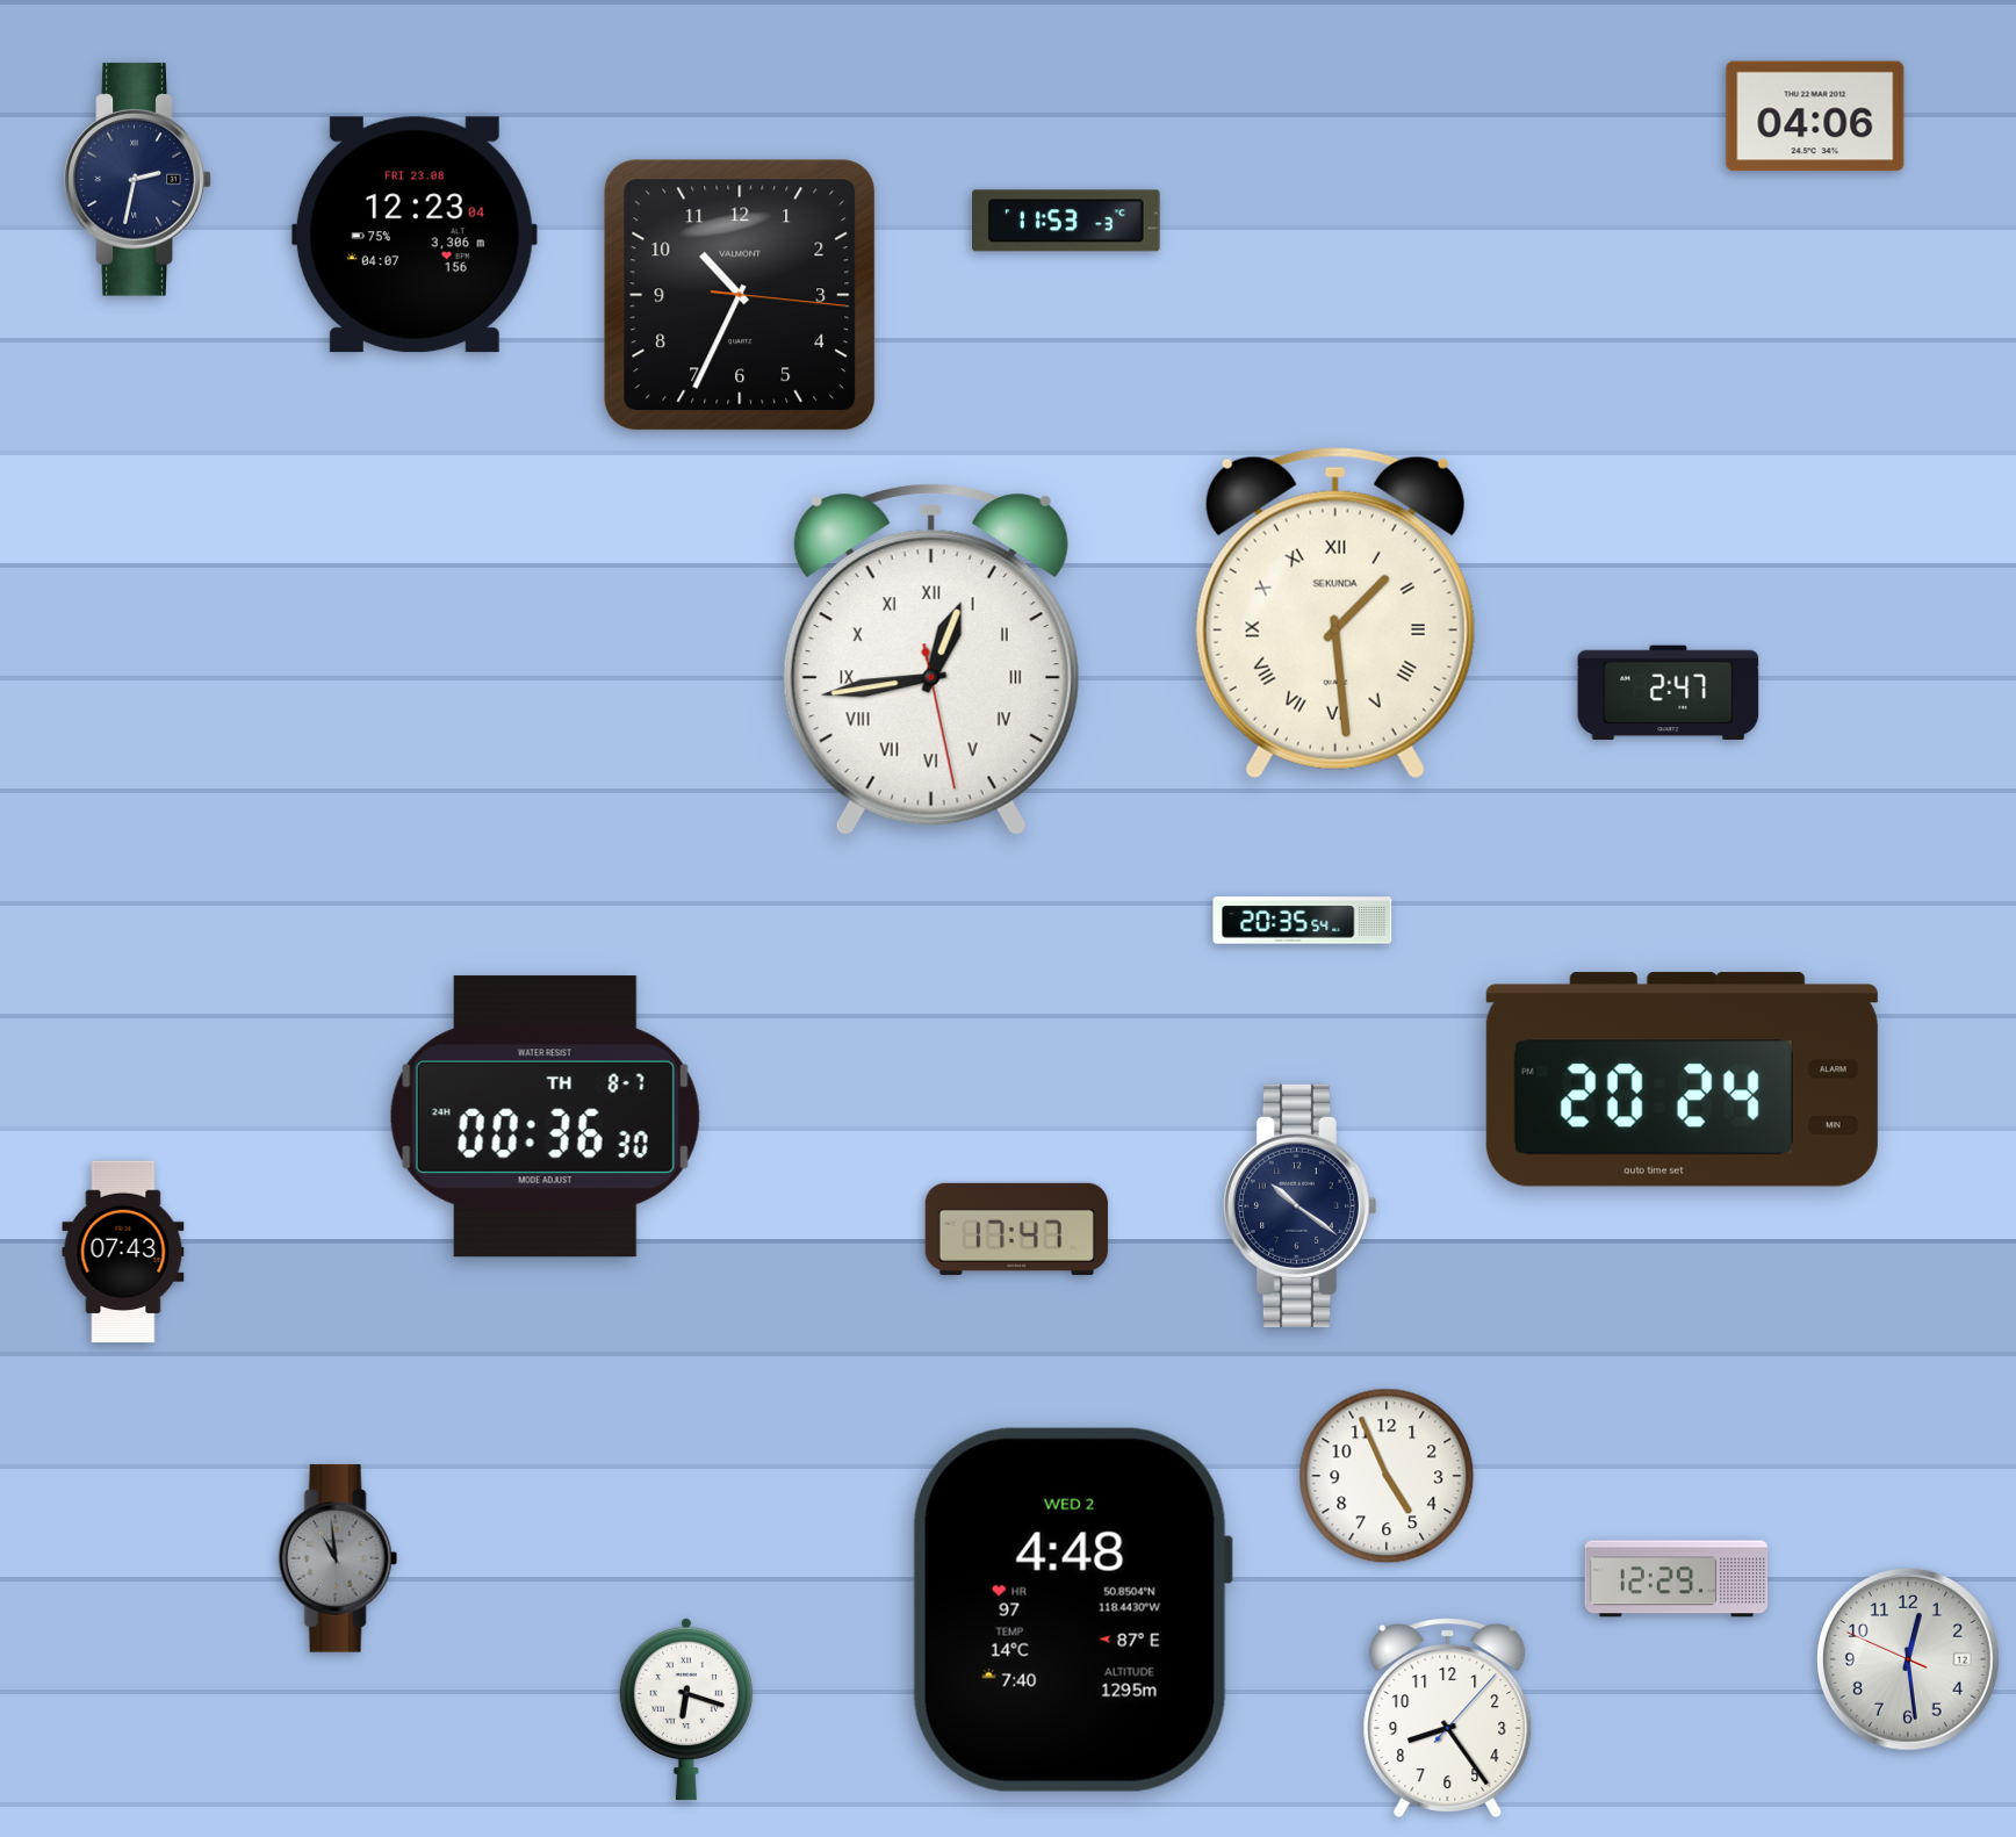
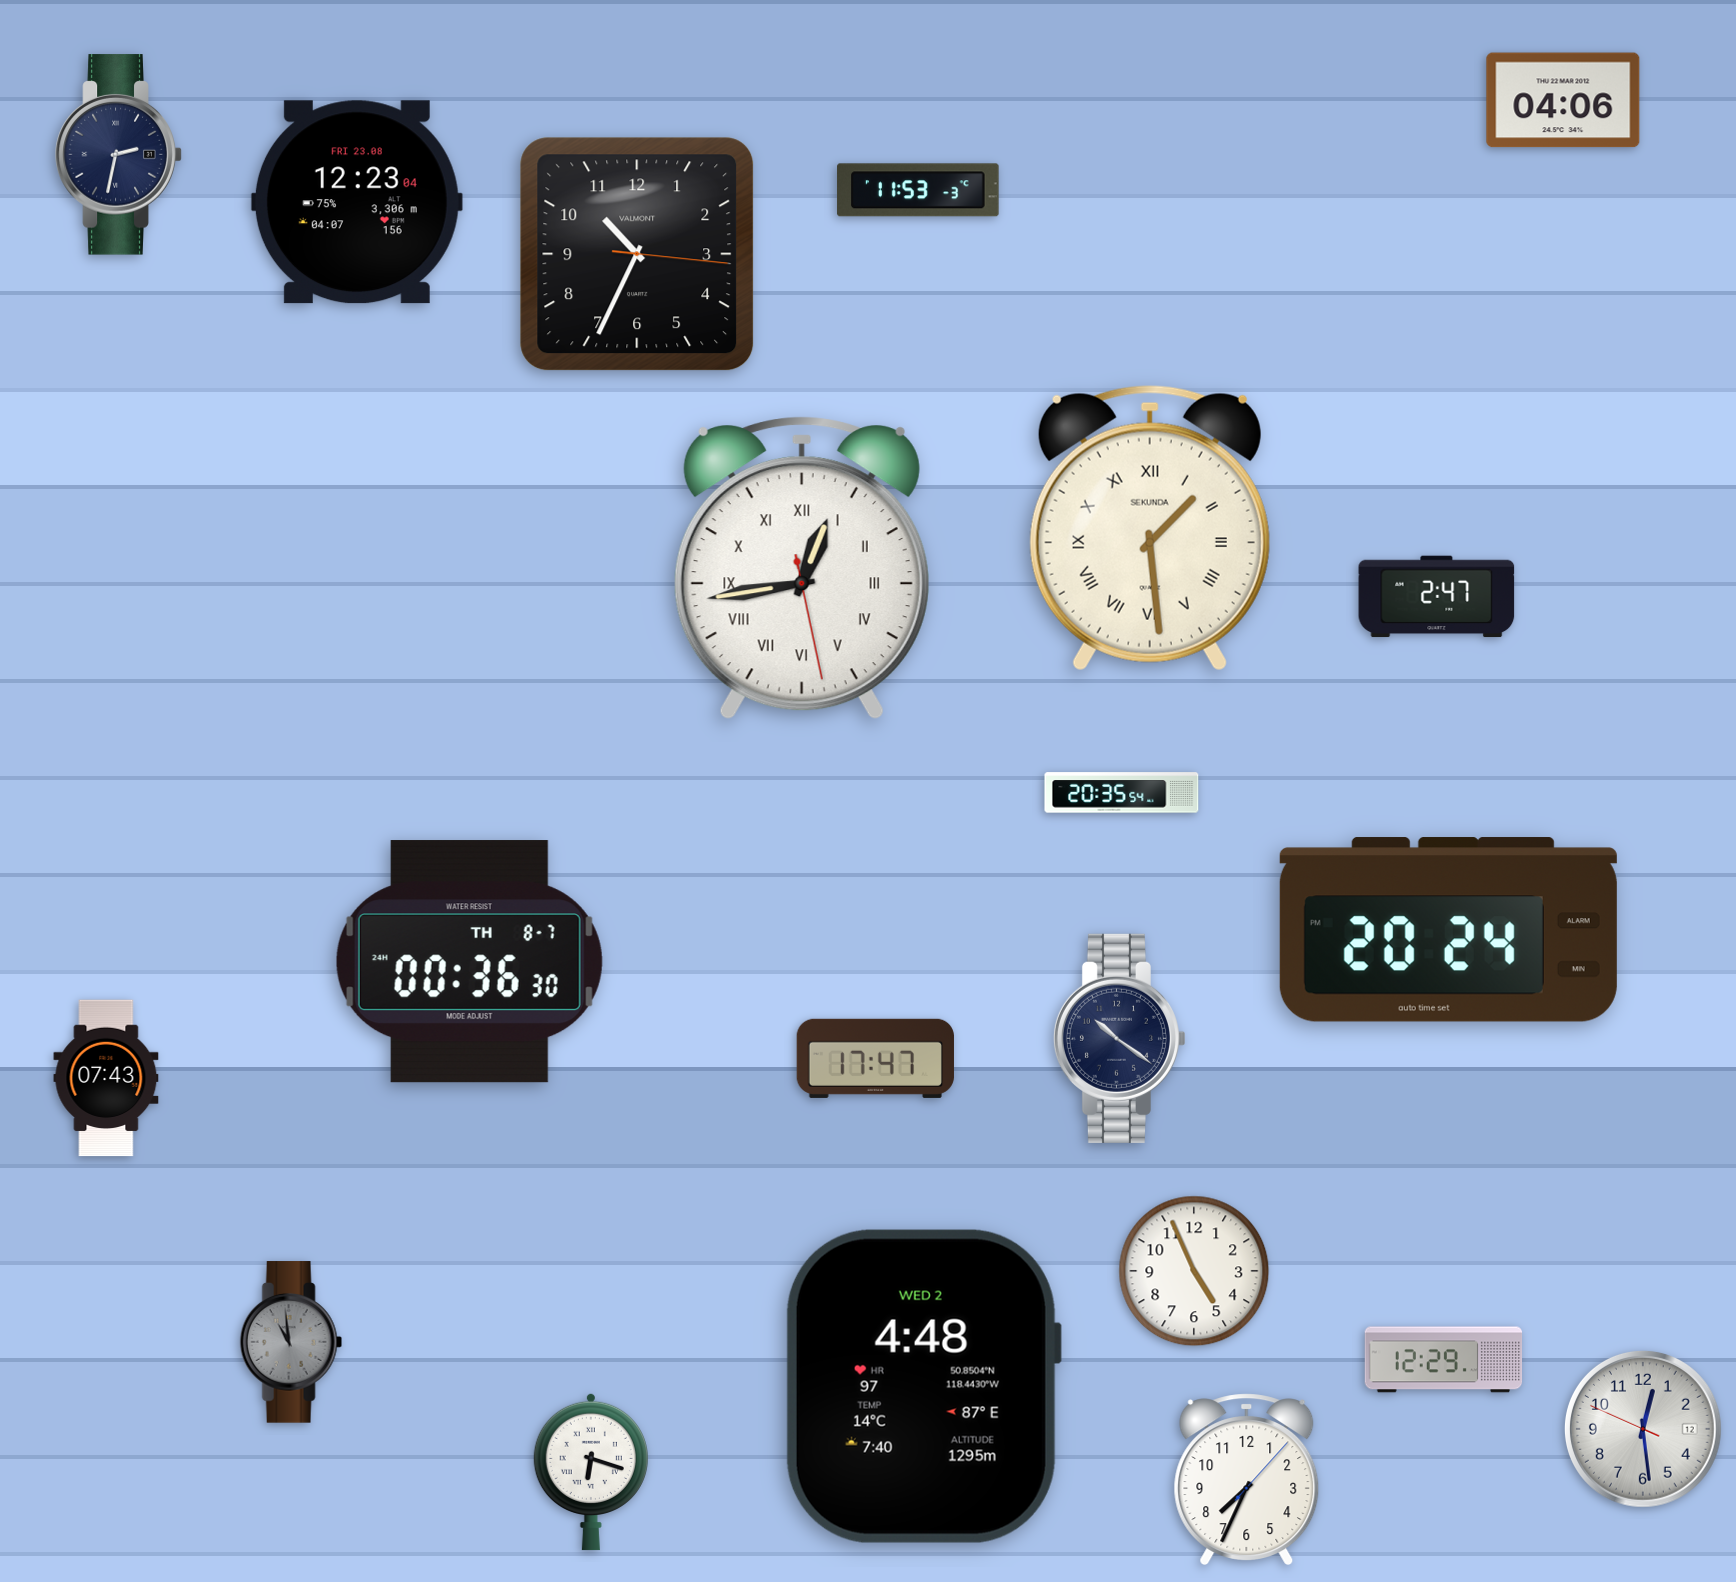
clock at (1448, 1717): 8:24 -> 7:34
